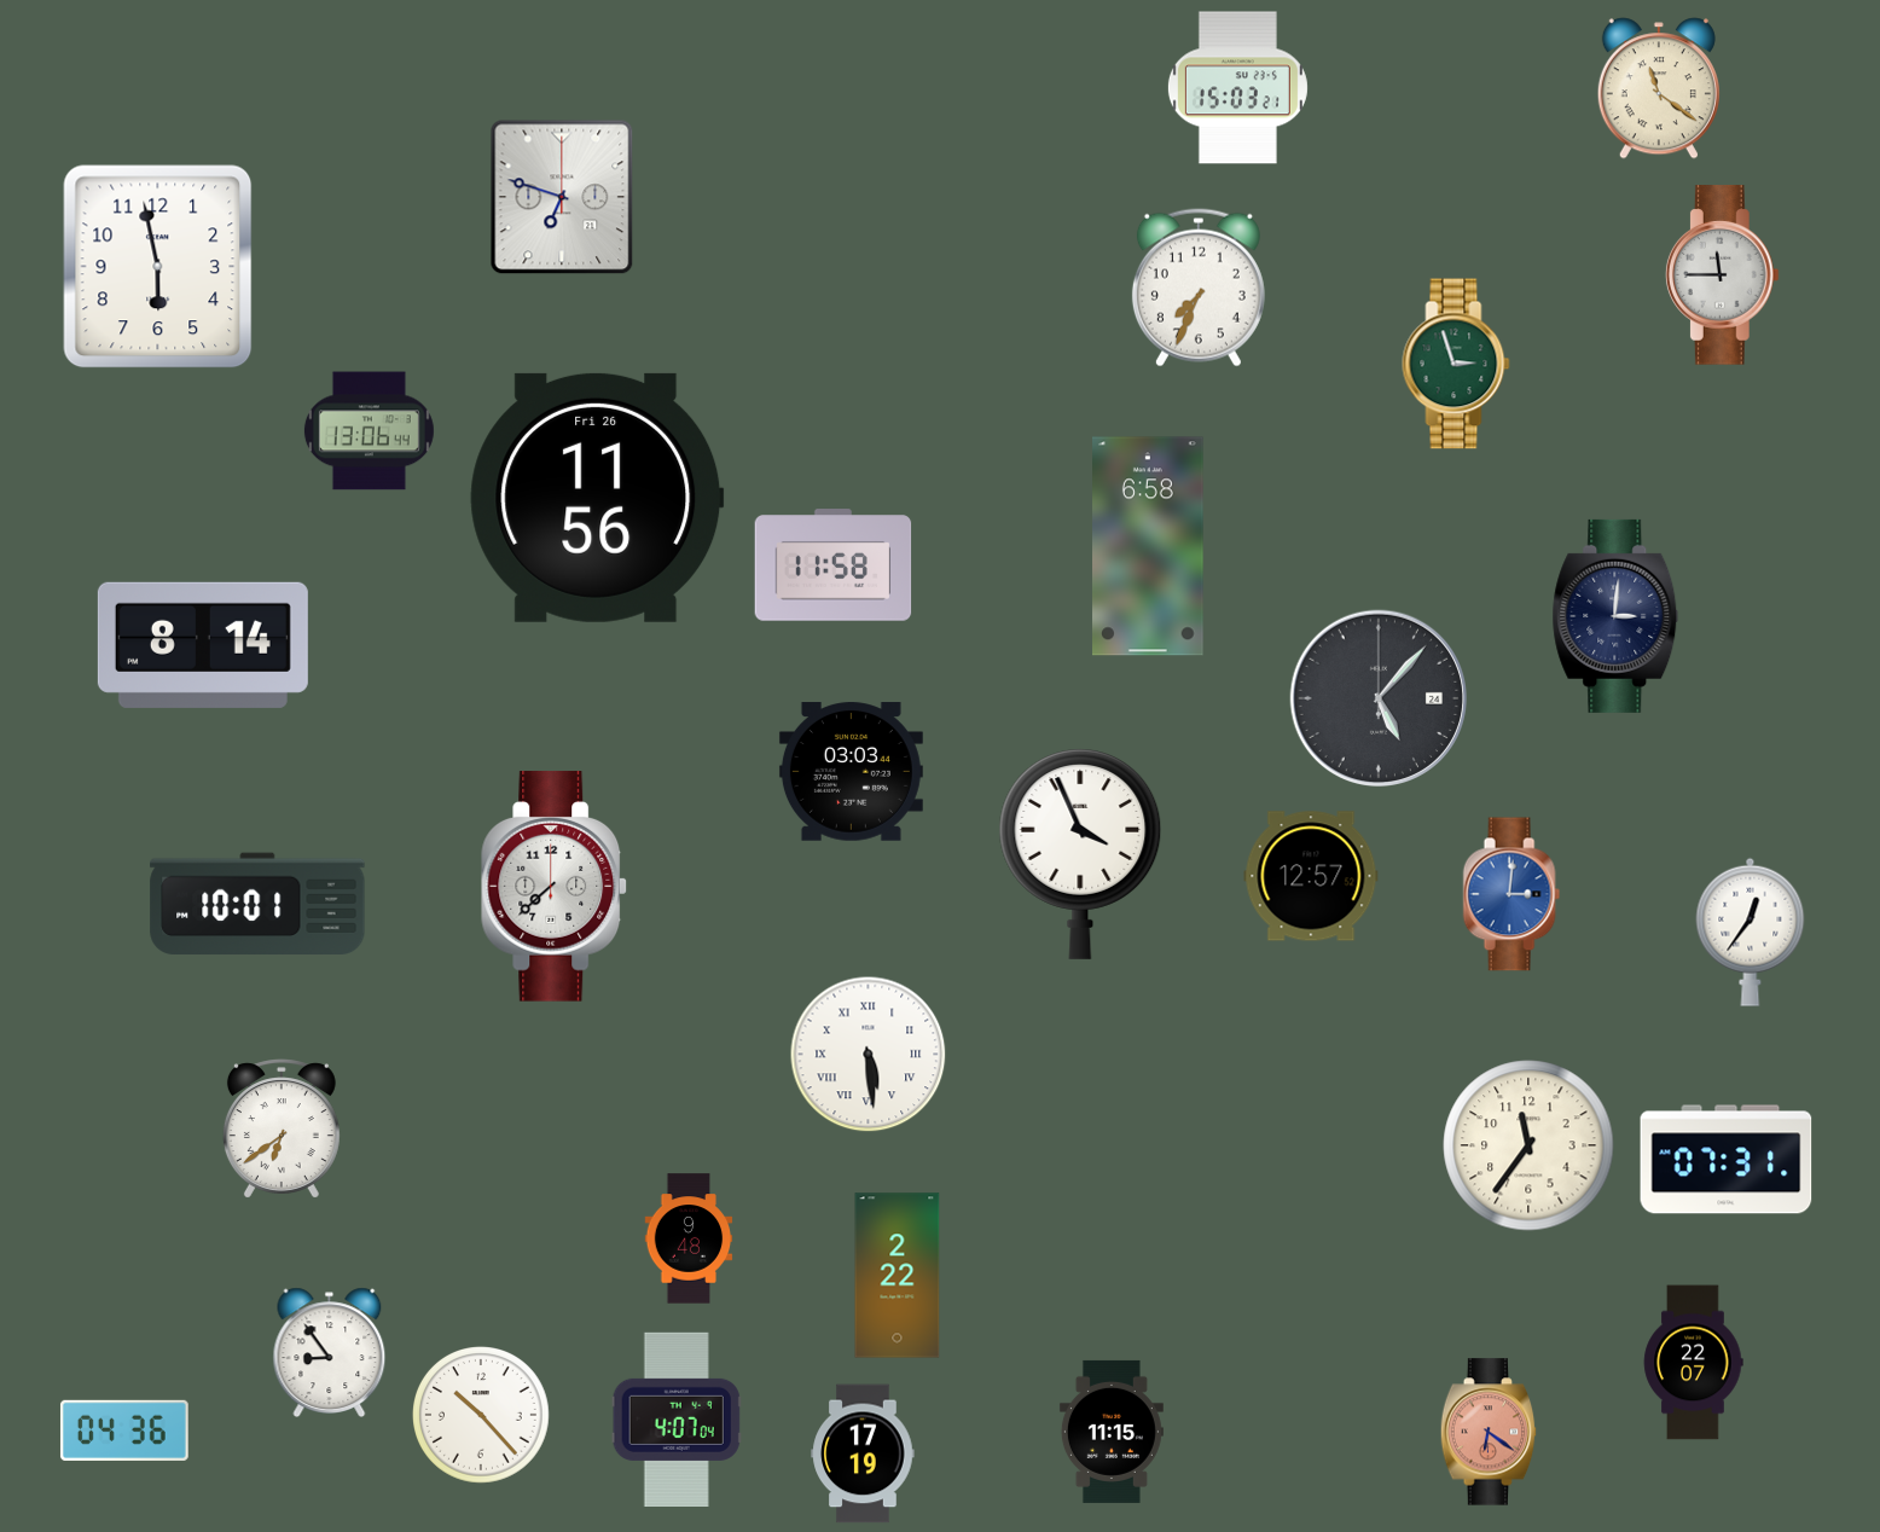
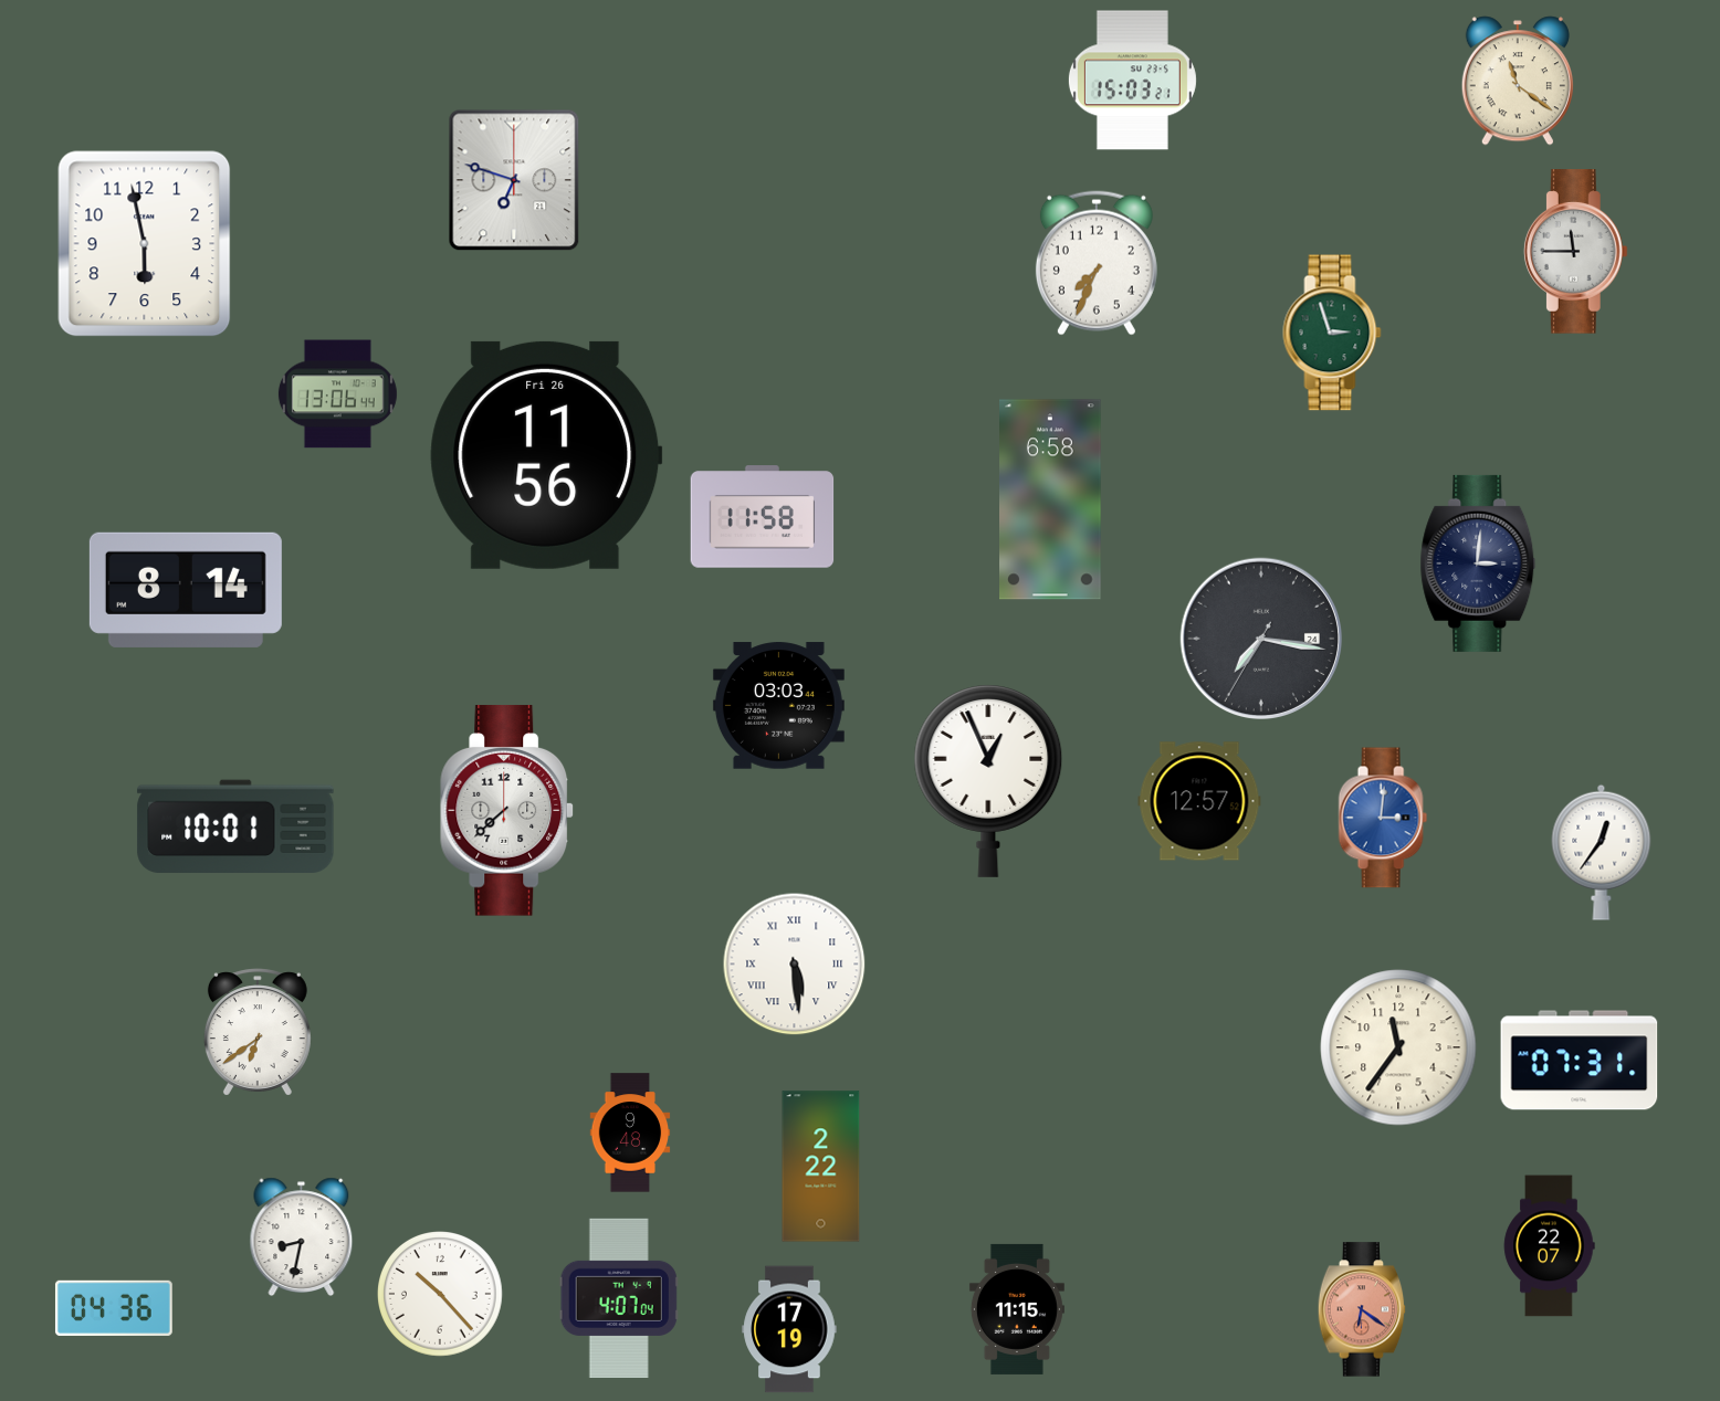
clock at (1377, 697): 5:07 -> 7:16
clock at (1080, 854): 3:56 -> 12:56
clock at (330, 1352): 8:54 -> 8:32
